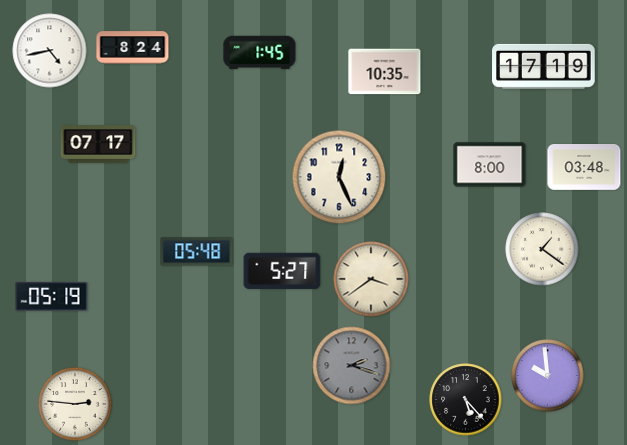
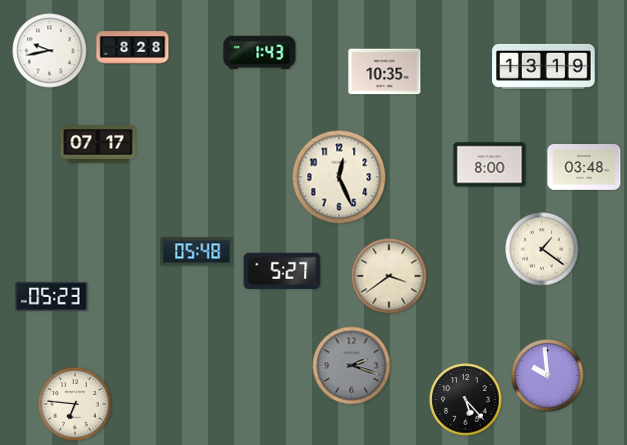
clock at (133, 48): 8:24 -> 8:28
clock at (50, 51): 4:43 -> 9:43
clock at (260, 53): 1:45 -> 1:43
clock at (544, 66): 17:19 -> 13:19
clock at (371, 279) position: (371, 279) -> (389, 276)
clock at (52, 296): 05:19 -> 05:23
clock at (75, 404): 2:46 -> 6:46
